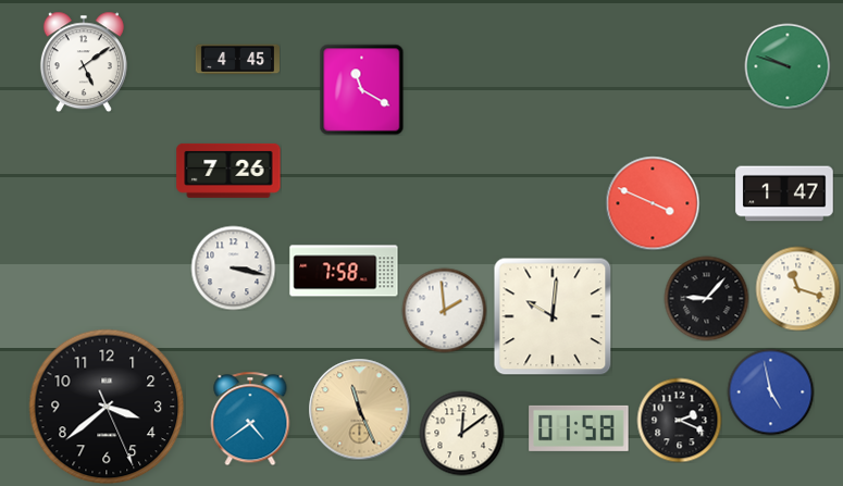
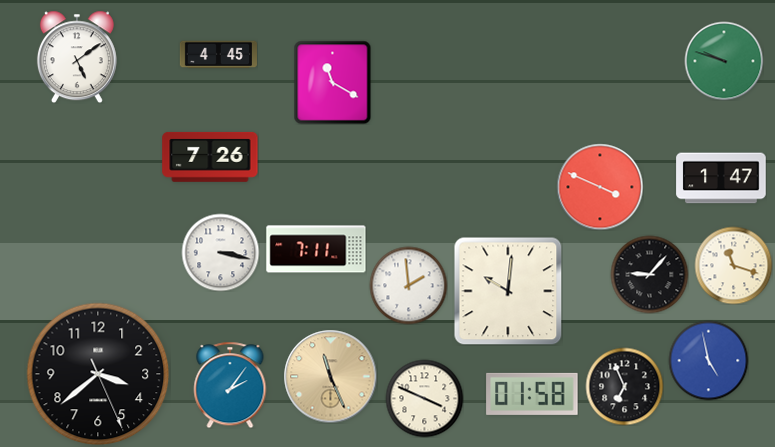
clock at (233, 267) position: (233, 267) -> (220, 252)
clock at (344, 271): 7:58 -> 7:11
clock at (250, 419): 4:39 -> 2:06
clock at (679, 420): 2:19 -> 6:56
clock at (461, 433): 12:09 -> 3:49
